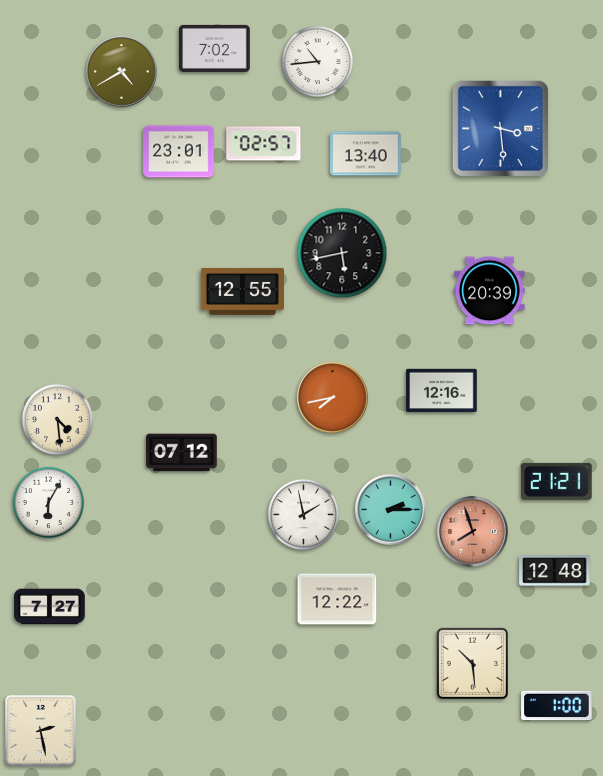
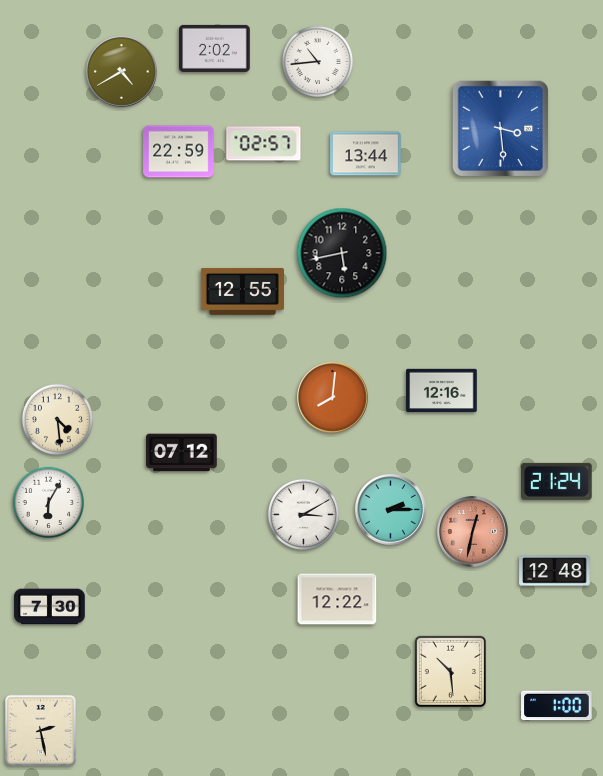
clock at (215, 48): 7:02 -> 2:02
clock at (179, 152): 23:01 -> 22:59
clock at (366, 154): 13:40 -> 13:44
clock at (490, 291): 20:39 -> none
clock at (333, 398): 7:43 -> 8:01
clock at (557, 481): 21:21 -> 21:24
clock at (303, 514): 1:58 -> 3:10
clock at (473, 532): 7:57 -> 12:32
clock at (50, 607): 7:27 -> 7:30
clock at (473, 664) position: (473, 664) -> (451, 672)
